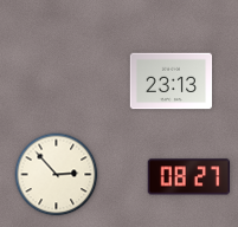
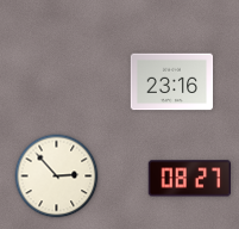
clock at (172, 82): 23:13 -> 23:16
